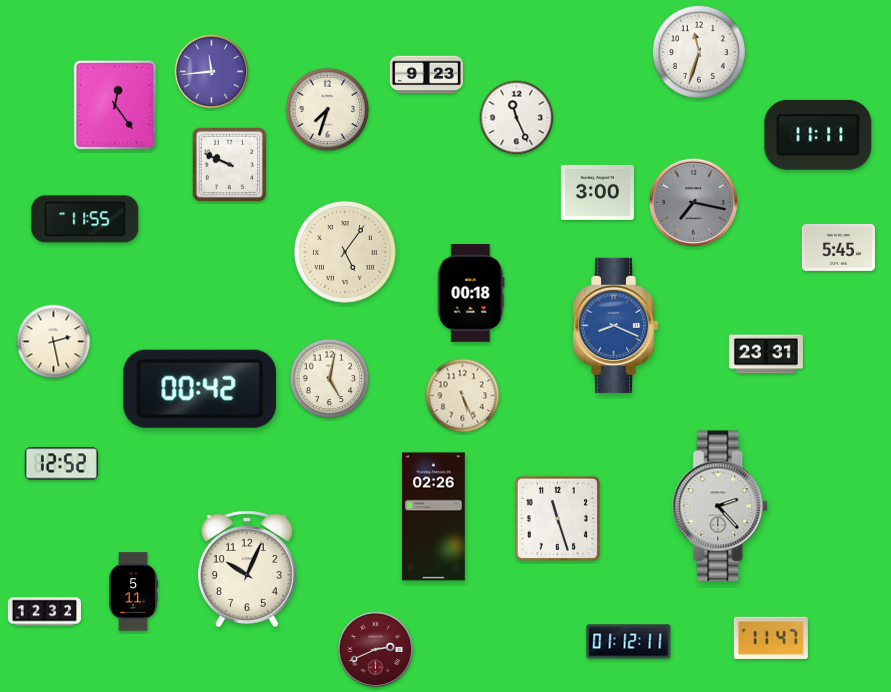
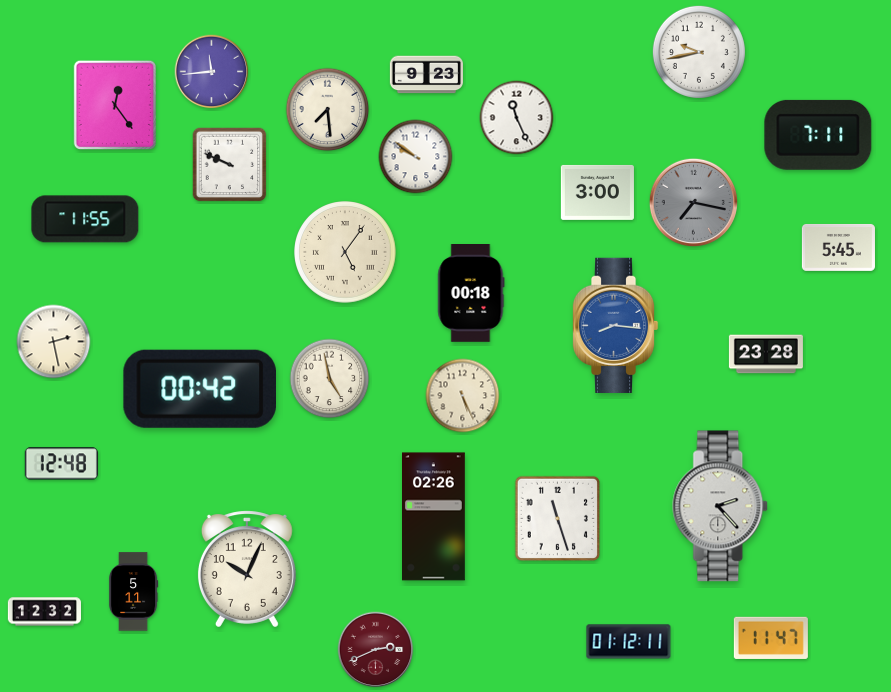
clock at (699, 52): 11:33 -> 9:43
clock at (328, 110): 7:33 -> 7:29
clock at (818, 135): 11:11 -> 7:11
clock at (416, 157): none -> 9:51
clock at (615, 325): 8:19 -> 8:16
clock at (766, 354): 23:31 -> 23:28
clock at (330, 379): 5:02 -> 4:58
clock at (61, 464): 12:52 -> 12:48
